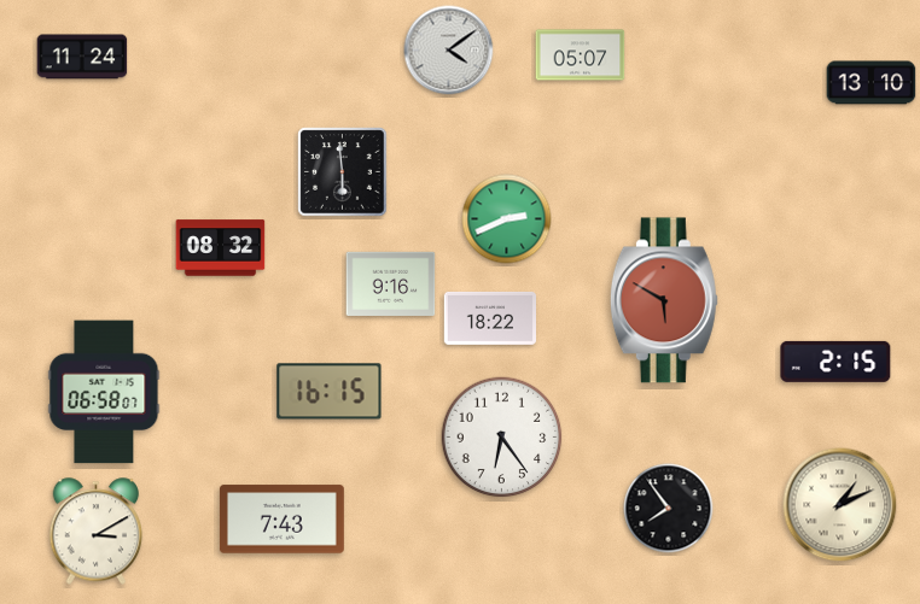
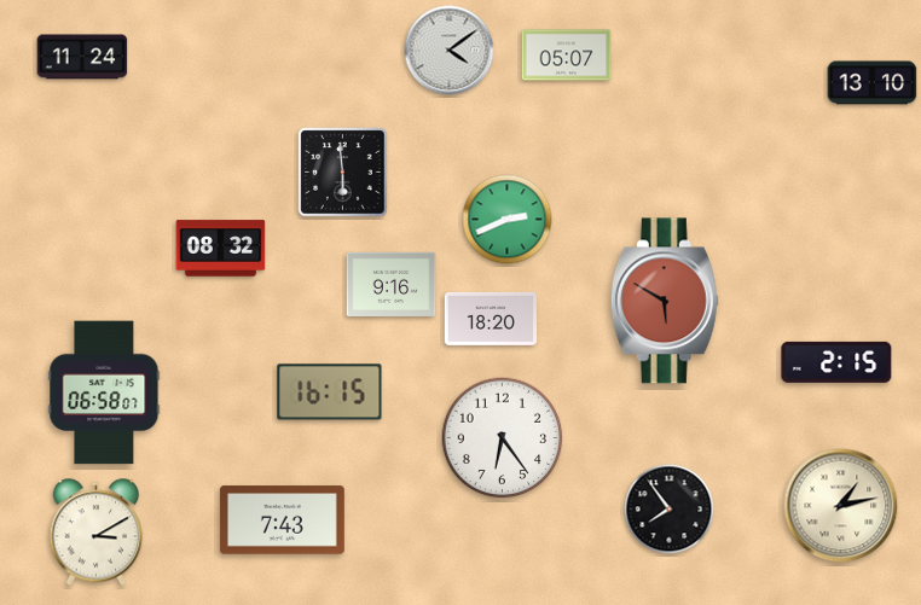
clock at (581, 55) position: (581, 55) -> (567, 56)
clock at (490, 318): 18:22 -> 18:20
clock at (840, 505): 1:11 -> 1:13
